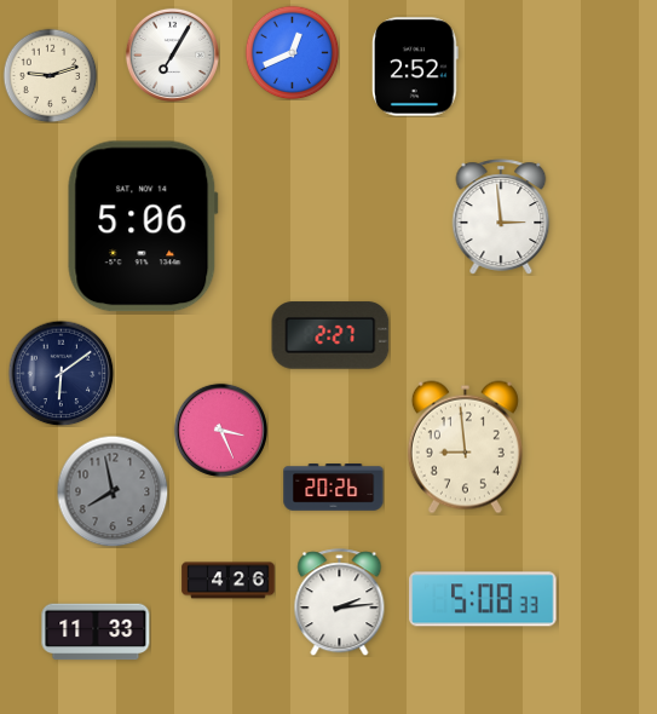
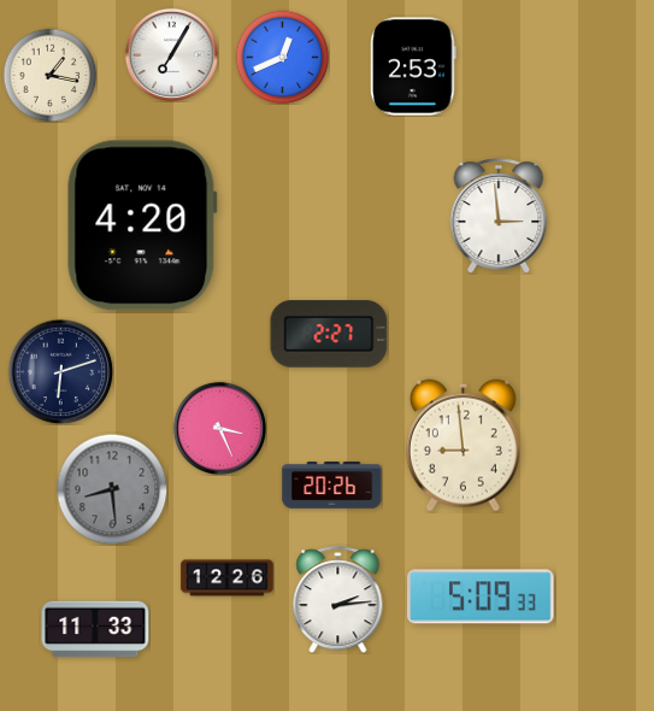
clock at (292, 52) position: (292, 52) -> (282, 57)
clock at (416, 67): 2:52 -> 2:53
clock at (50, 75): 9:12 -> 1:17
clock at (143, 226): 5:06 -> 4:20
clock at (60, 373): 6:09 -> 6:12
clock at (113, 491): 7:58 -> 8:29
clock at (229, 581): 4:26 -> 12:26
clock at (483, 599): 5:08 -> 5:09
